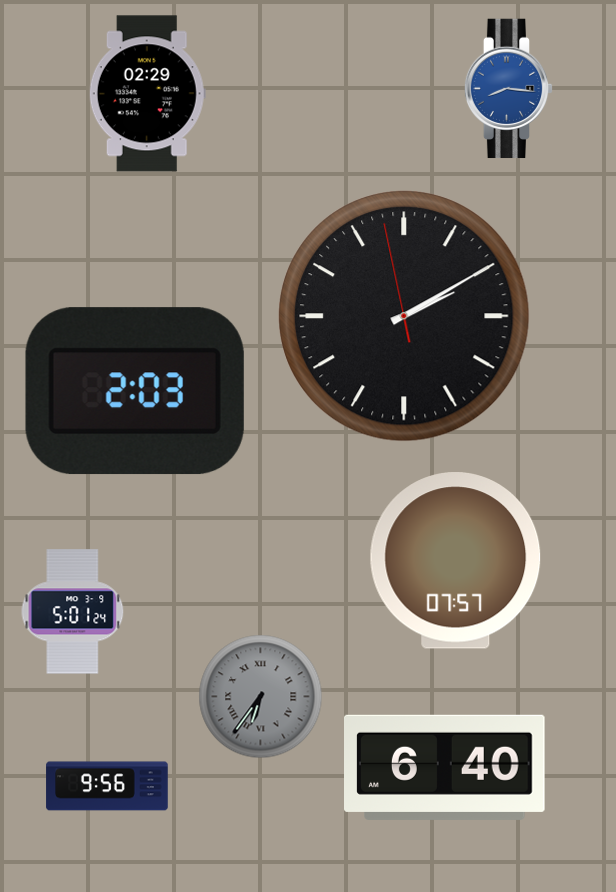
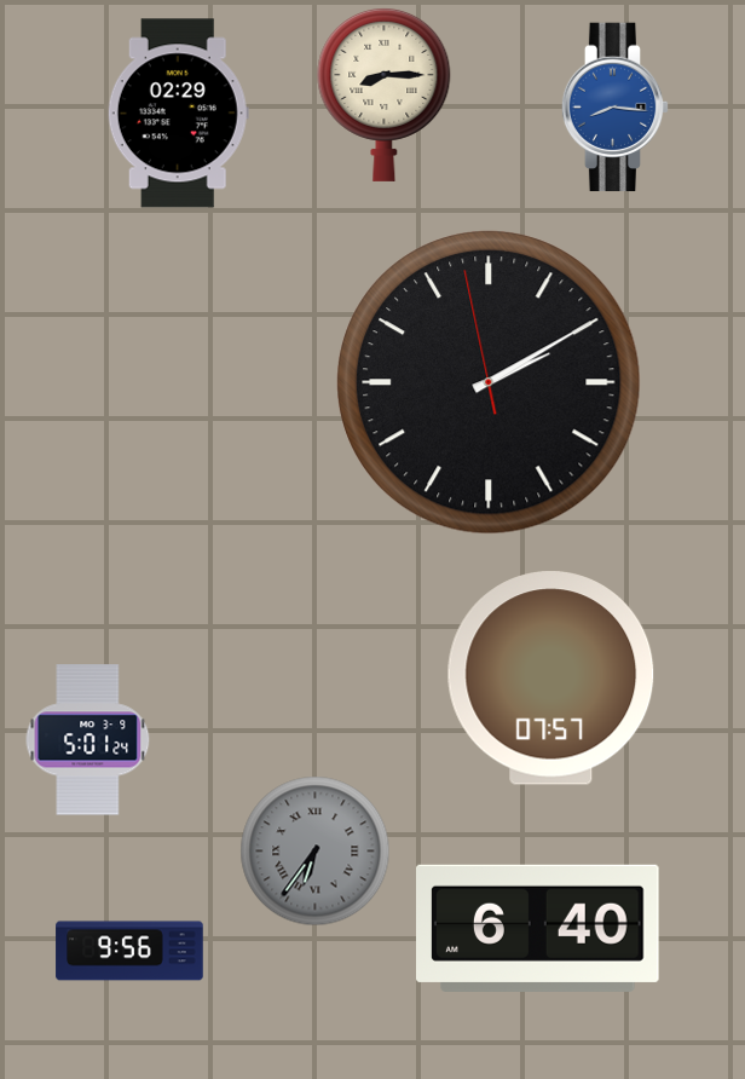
clock at (385, 94): none -> 8:15
clock at (135, 391): 2:03 -> none
clock at (261, 697) position: (261, 697) -> (316, 852)
